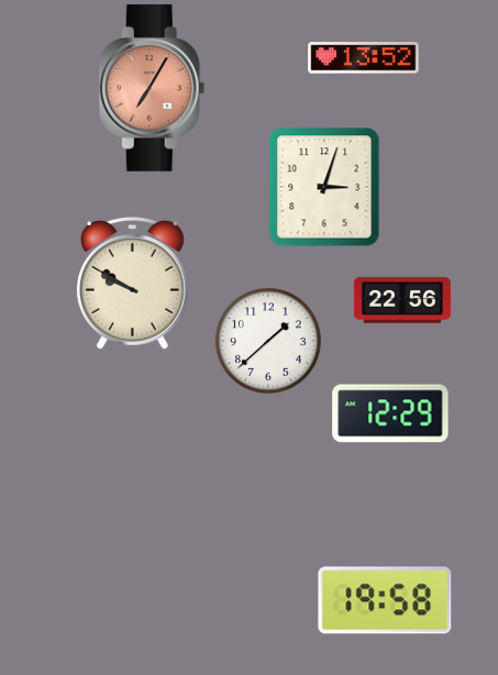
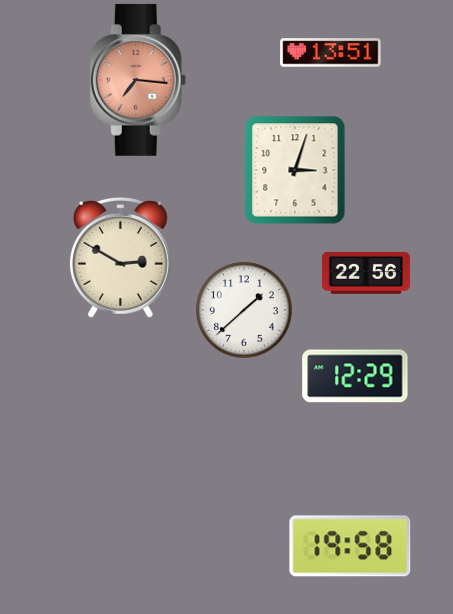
clock at (364, 58): 13:52 -> 13:51
clock at (152, 88): 7:05 -> 7:16
clock at (132, 283): 9:50 -> 2:50
